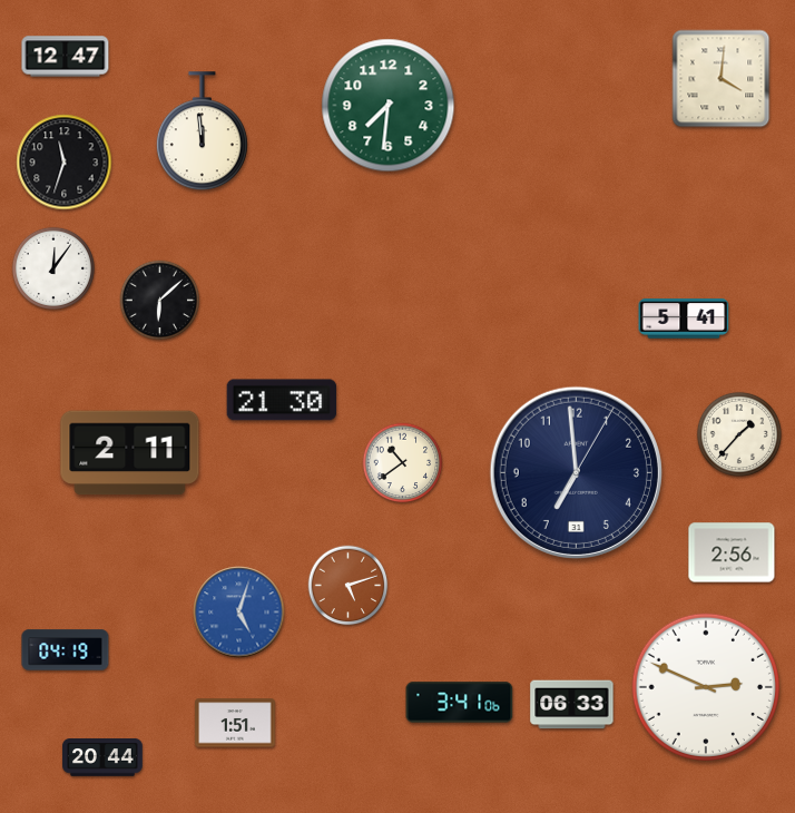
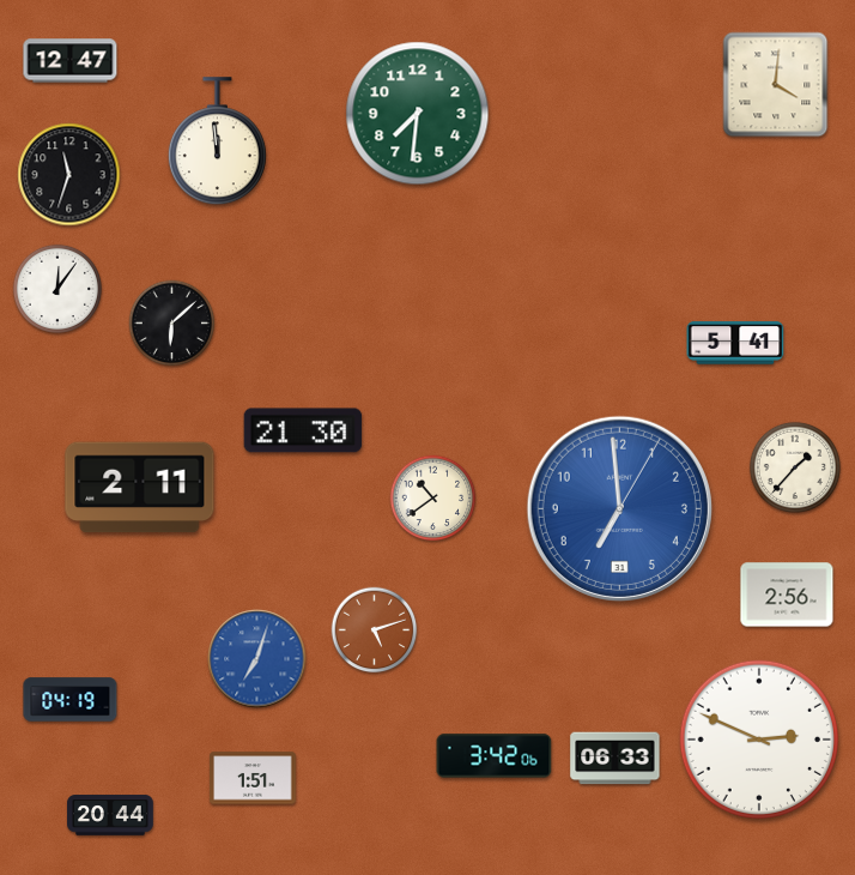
clock at (576, 472) dial: navy -> blue
clock at (239, 613): 5:03 -> 7:03
clock at (460, 703): 3:41 -> 3:42
